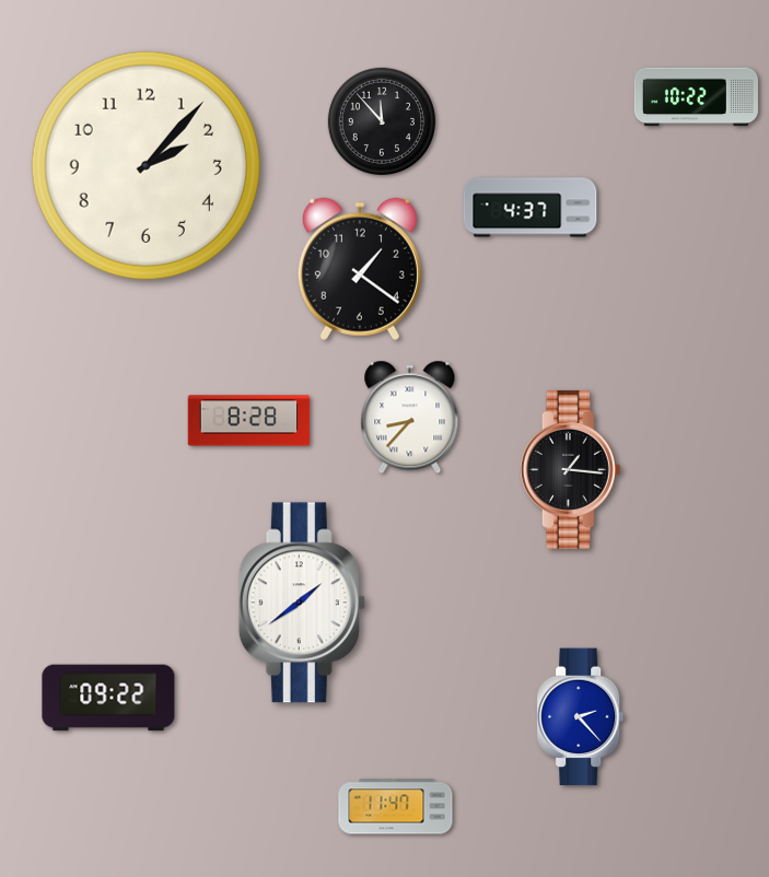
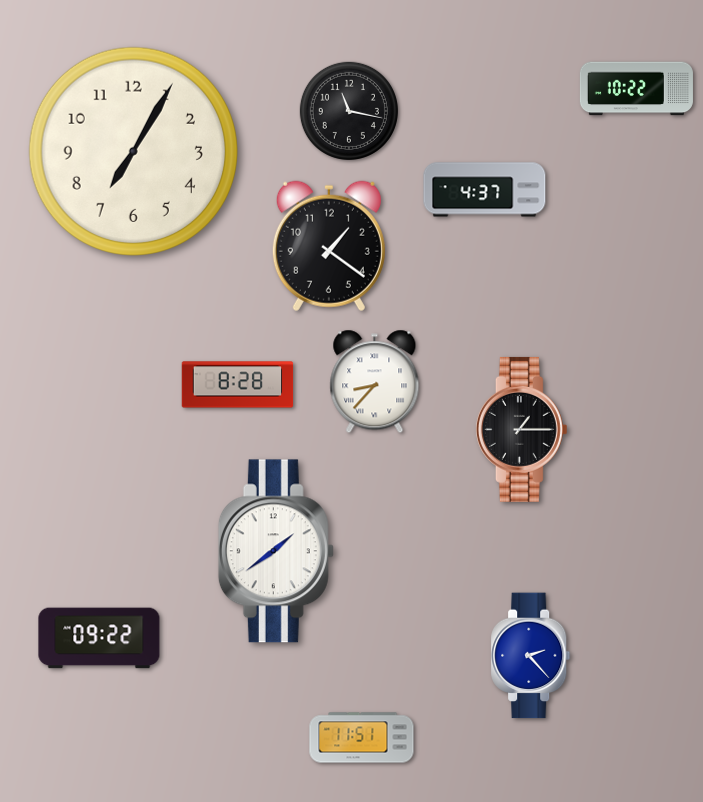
clock at (382, 121): 11:53 -> 11:17
clock at (145, 165): 2:07 -> 7:05
clock at (249, 421) position: (249, 421) -> (238, 385)
clock at (570, 469): 1:16 -> 1:15
clock at (396, 807): 11:47 -> 11:51
